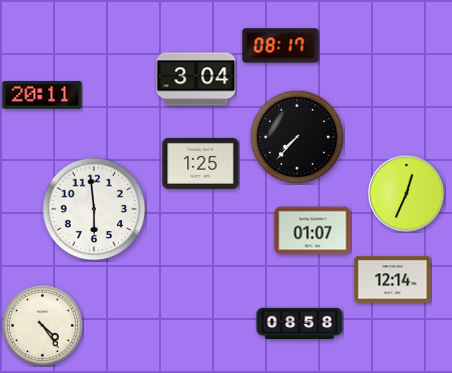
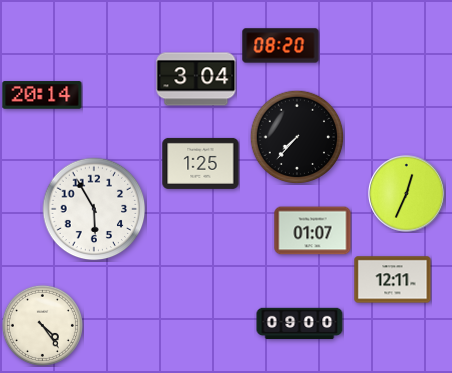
clock at (281, 46): 08:17 -> 08:20
clock at (42, 95): 20:11 -> 20:14
clock at (94, 209): 5:59 -> 5:55
clock at (393, 280): 12:14 -> 12:11
clock at (300, 324): 08:58 -> 09:00
